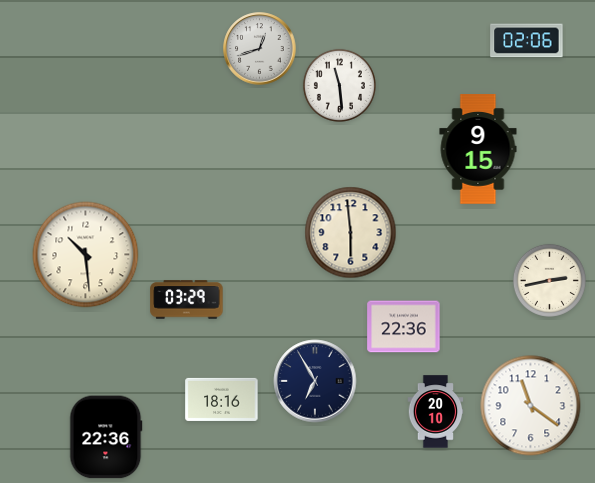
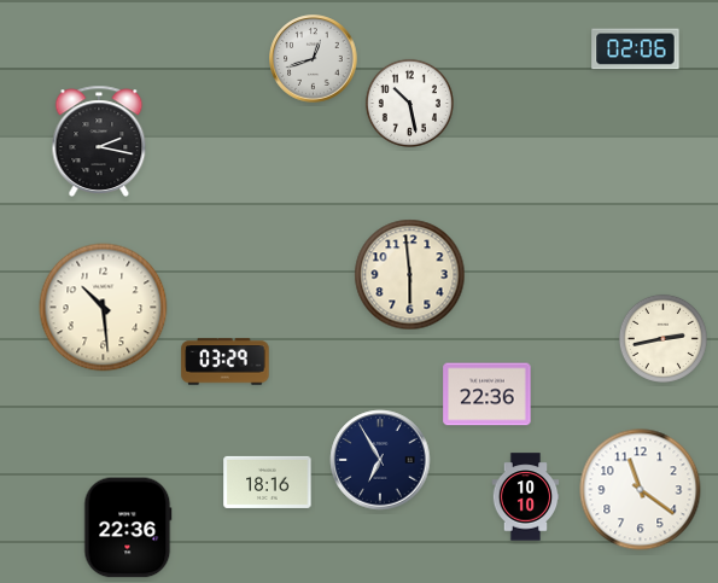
clock at (339, 85): 11:29 -> 10:28
clock at (99, 141): none -> 2:17
clock at (478, 149): 9:15 -> none
clock at (351, 233) position: (351, 233) -> (410, 275)
clock at (436, 412): 20:10 -> 10:10
